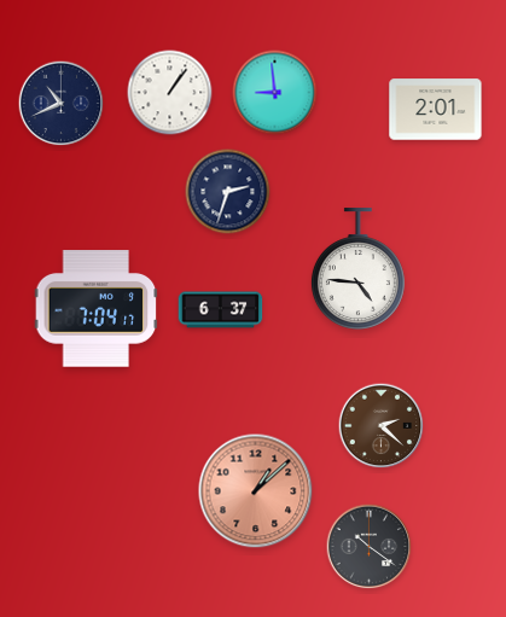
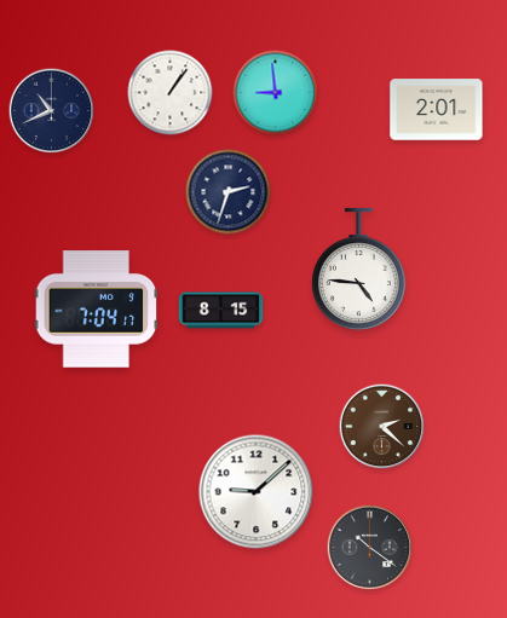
clock at (62, 104) position: (62, 104) -> (52, 111)
clock at (221, 310): 6:37 -> 8:15
clock at (256, 491): 1:08 -> 9:08
clock at (256, 491) dial: salmon -> white
